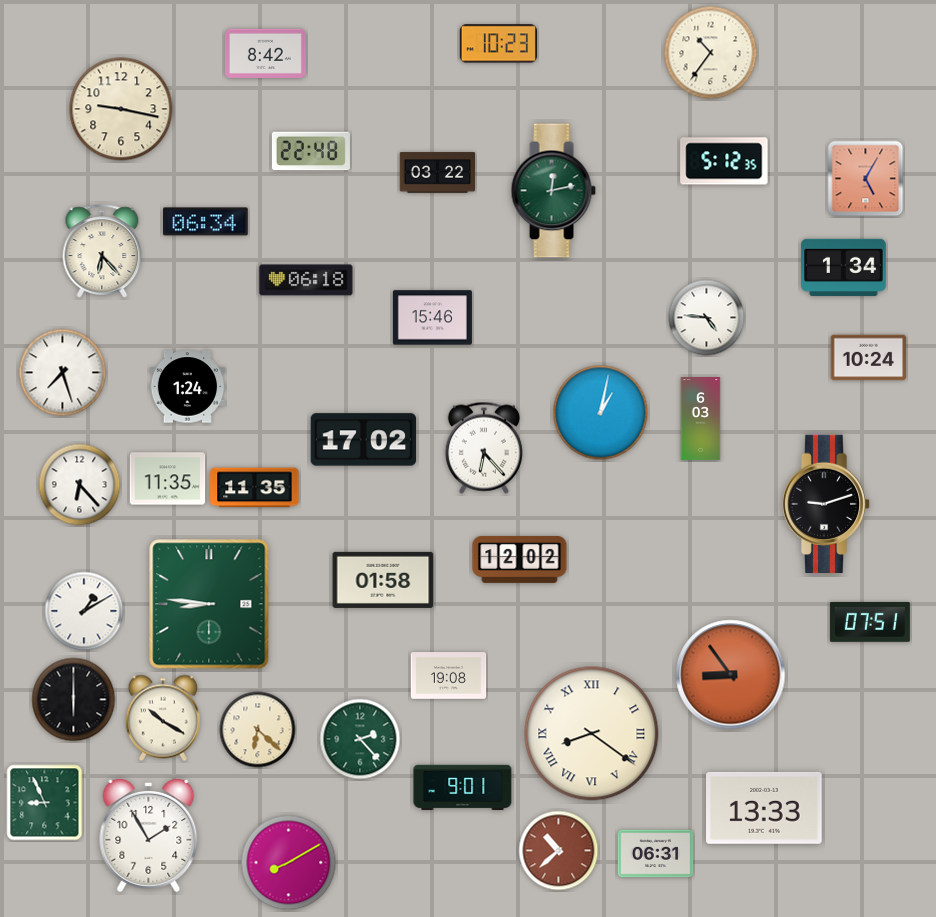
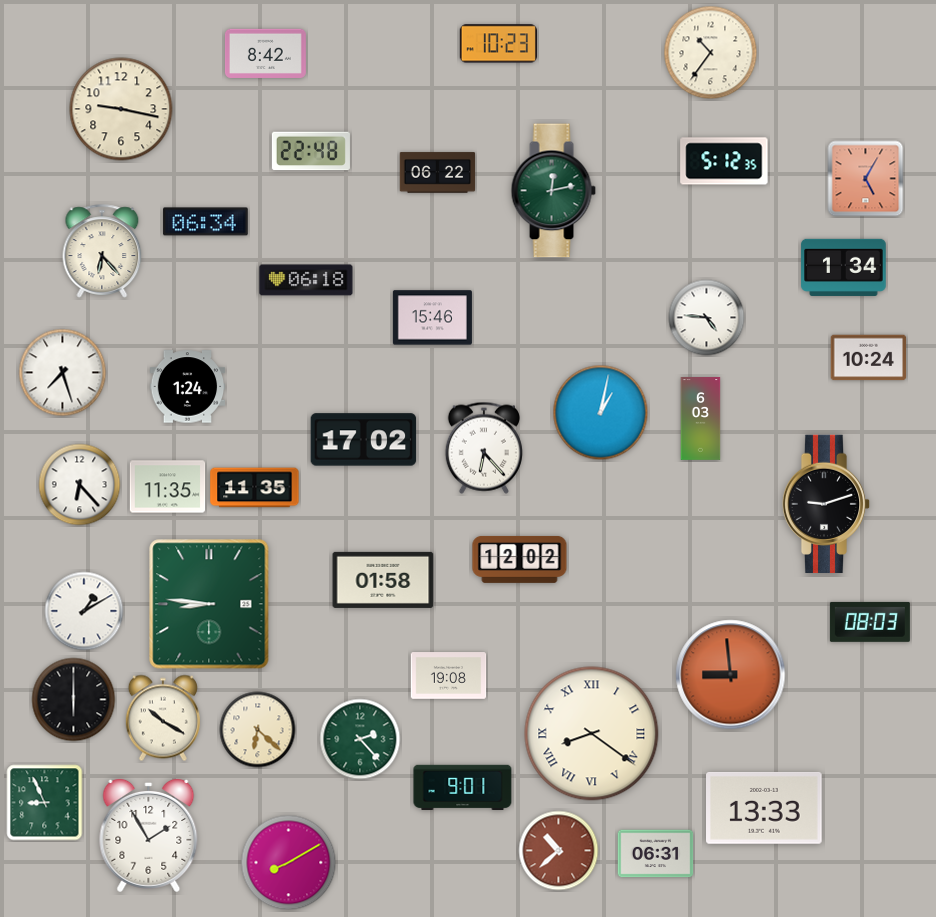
clock at (438, 173): 03:22 -> 06:22
clock at (168, 479) position: (168, 479) -> (168, 487)
clock at (870, 622): 07:51 -> 08:03
clock at (731, 675): 8:54 -> 8:59
